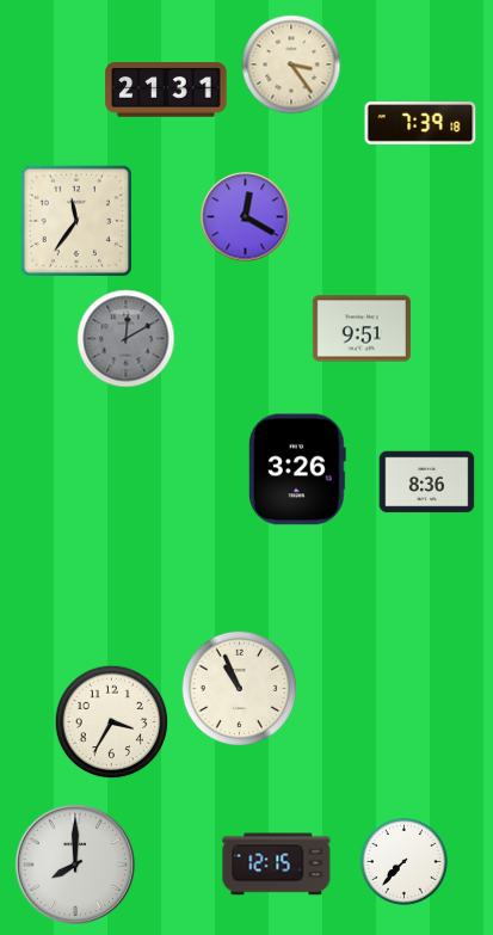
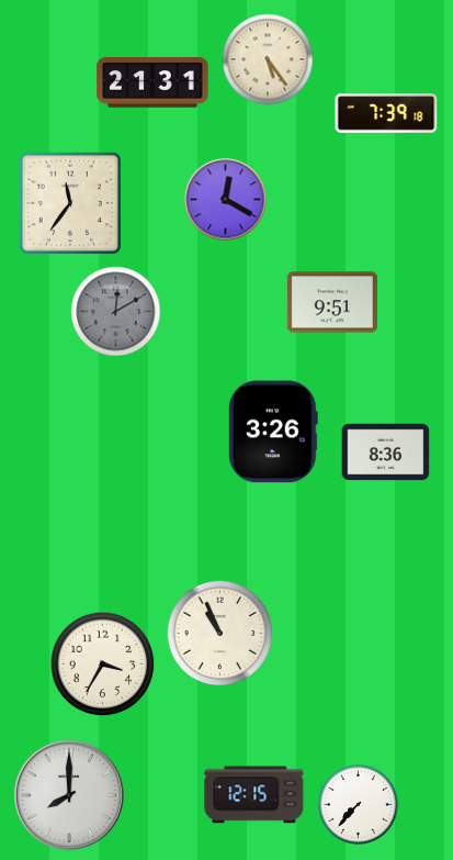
clock at (291, 64): 3:24 -> 5:24
clock at (427, 482) position: (427, 482) -> (386, 453)
clock at (403, 861) position: (403, 861) -> (358, 804)
